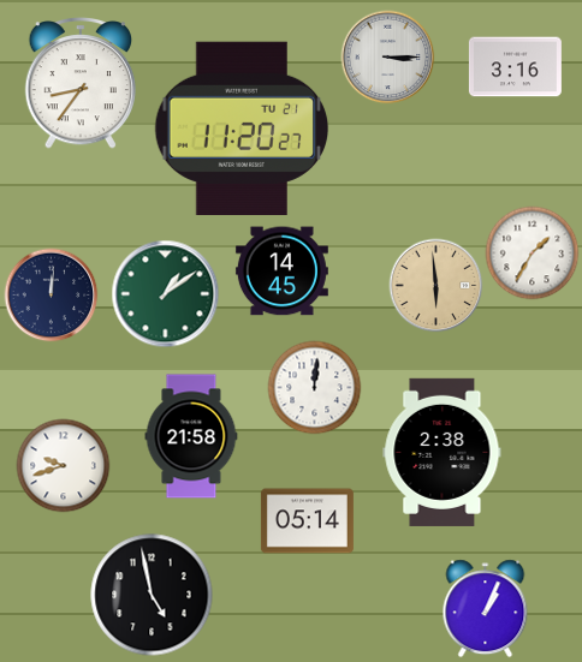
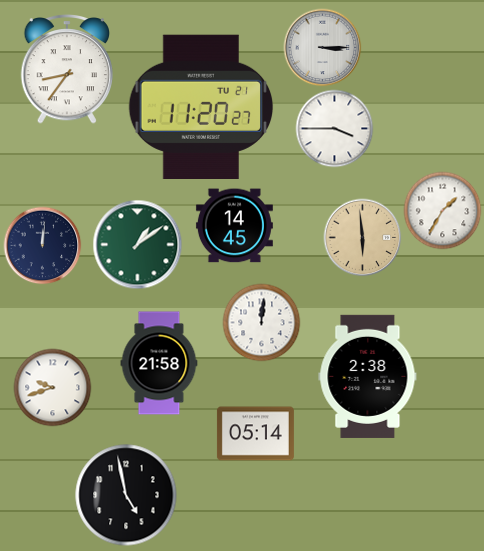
clock at (515, 67): 3:16 -> none
clock at (334, 128): none -> 3:45
clock at (486, 608): 1:04 -> none
